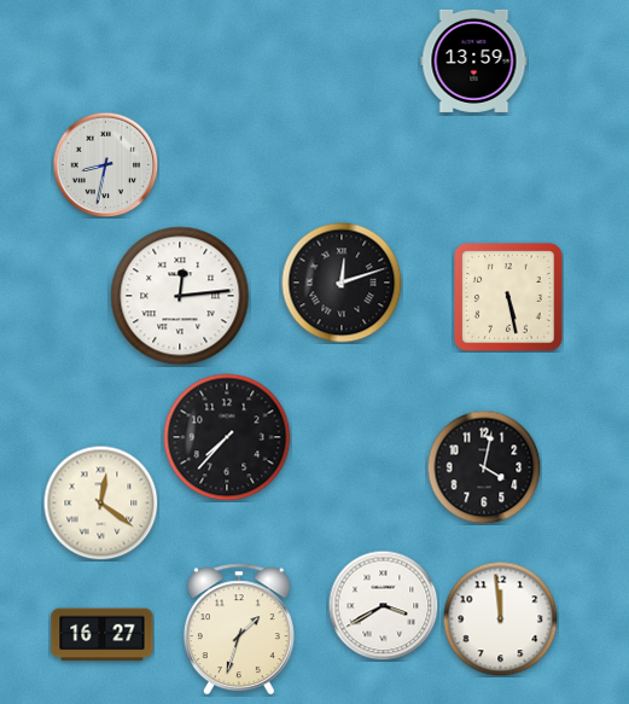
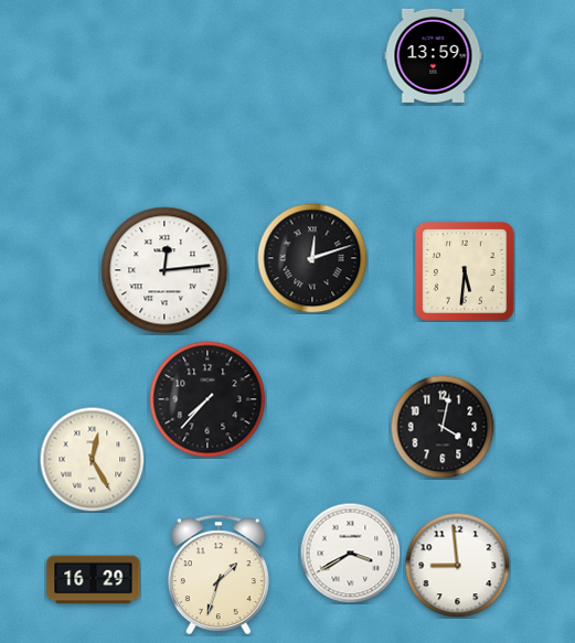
clock at (105, 164): 8:32 -> none
clock at (508, 297): 5:28 -> 5:31
clock at (100, 502): 12:21 -> 12:25
clock at (500, 618): 11:59 -> 8:59
clock at (103, 635): 16:27 -> 16:29
